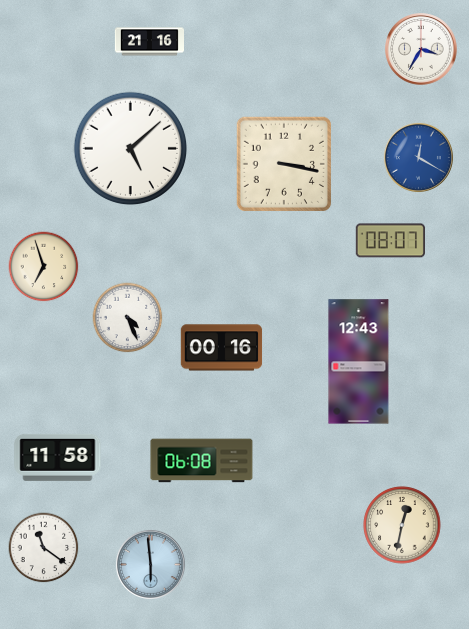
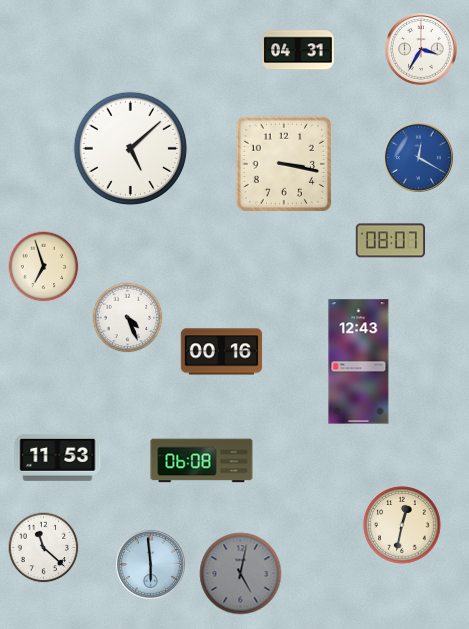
clock at (149, 42): 21:16 -> none
clock at (298, 50): none -> 04:31
clock at (222, 348) position: (222, 348) -> (222, 352)
clock at (58, 457): 11:58 -> 11:53
clock at (44, 548): 11:21 -> 11:22
clock at (241, 574): none -> 5:02
